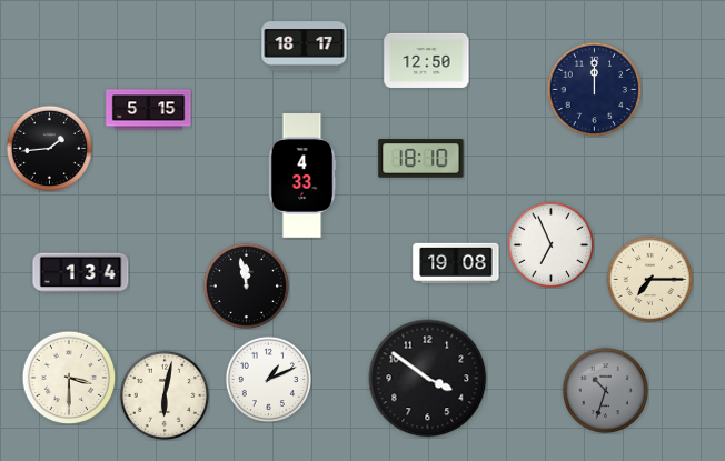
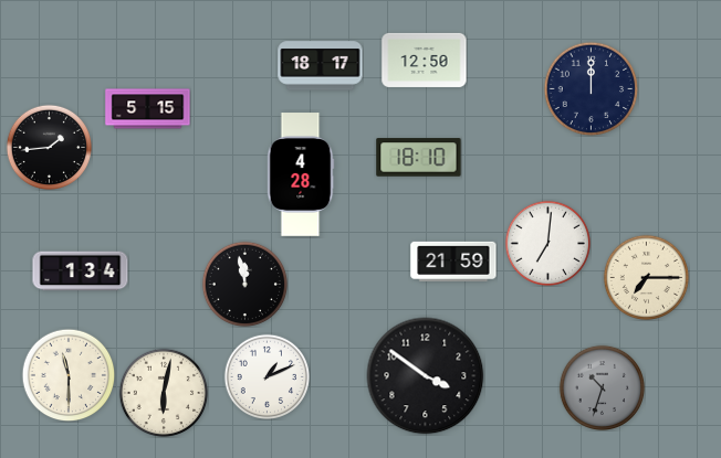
clock at (305, 47) position: (305, 47) -> (321, 66)
clock at (302, 176): 4:33 -> 4:28
clock at (550, 244): 6:56 -> 7:01
clock at (456, 263): 19:08 -> 21:59
clock at (69, 378): 3:30 -> 11:30
